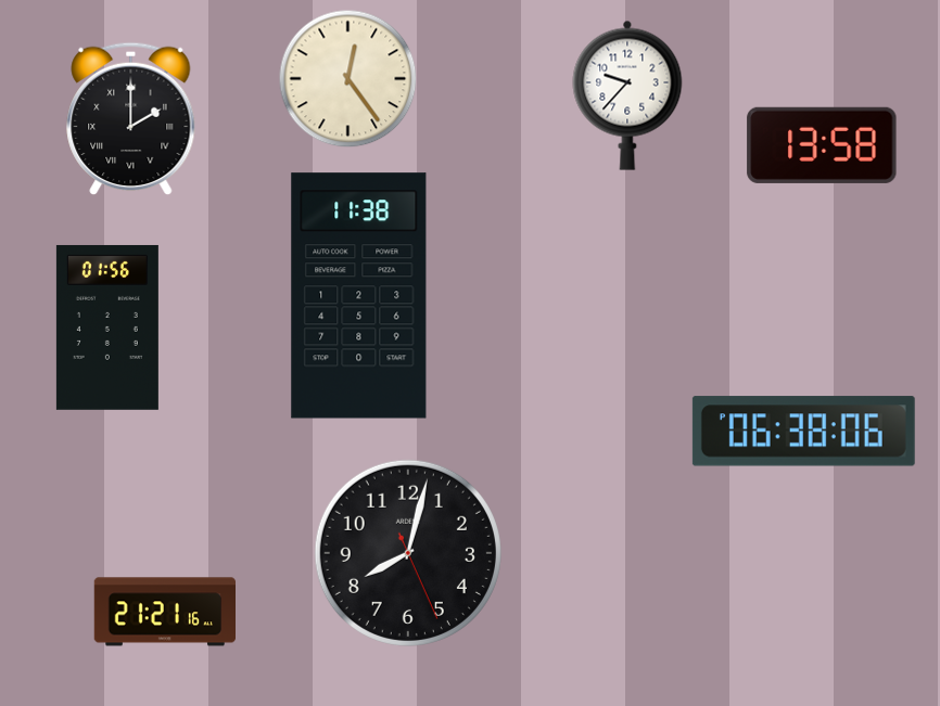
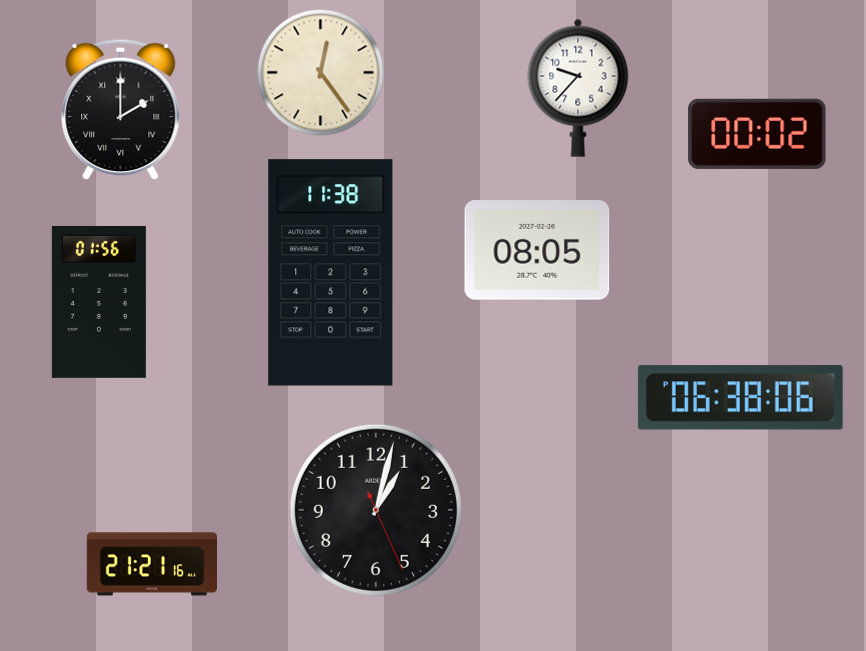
clock at (822, 145): 13:58 -> 00:02
clock at (537, 250): none -> 08:05
clock at (408, 553): 8:02 -> 1:02
